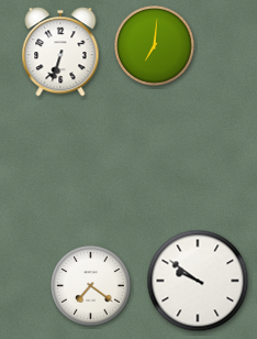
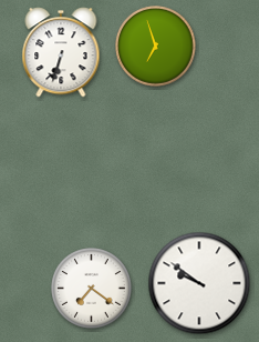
clock at (155, 46): 7:01 -> 6:57
